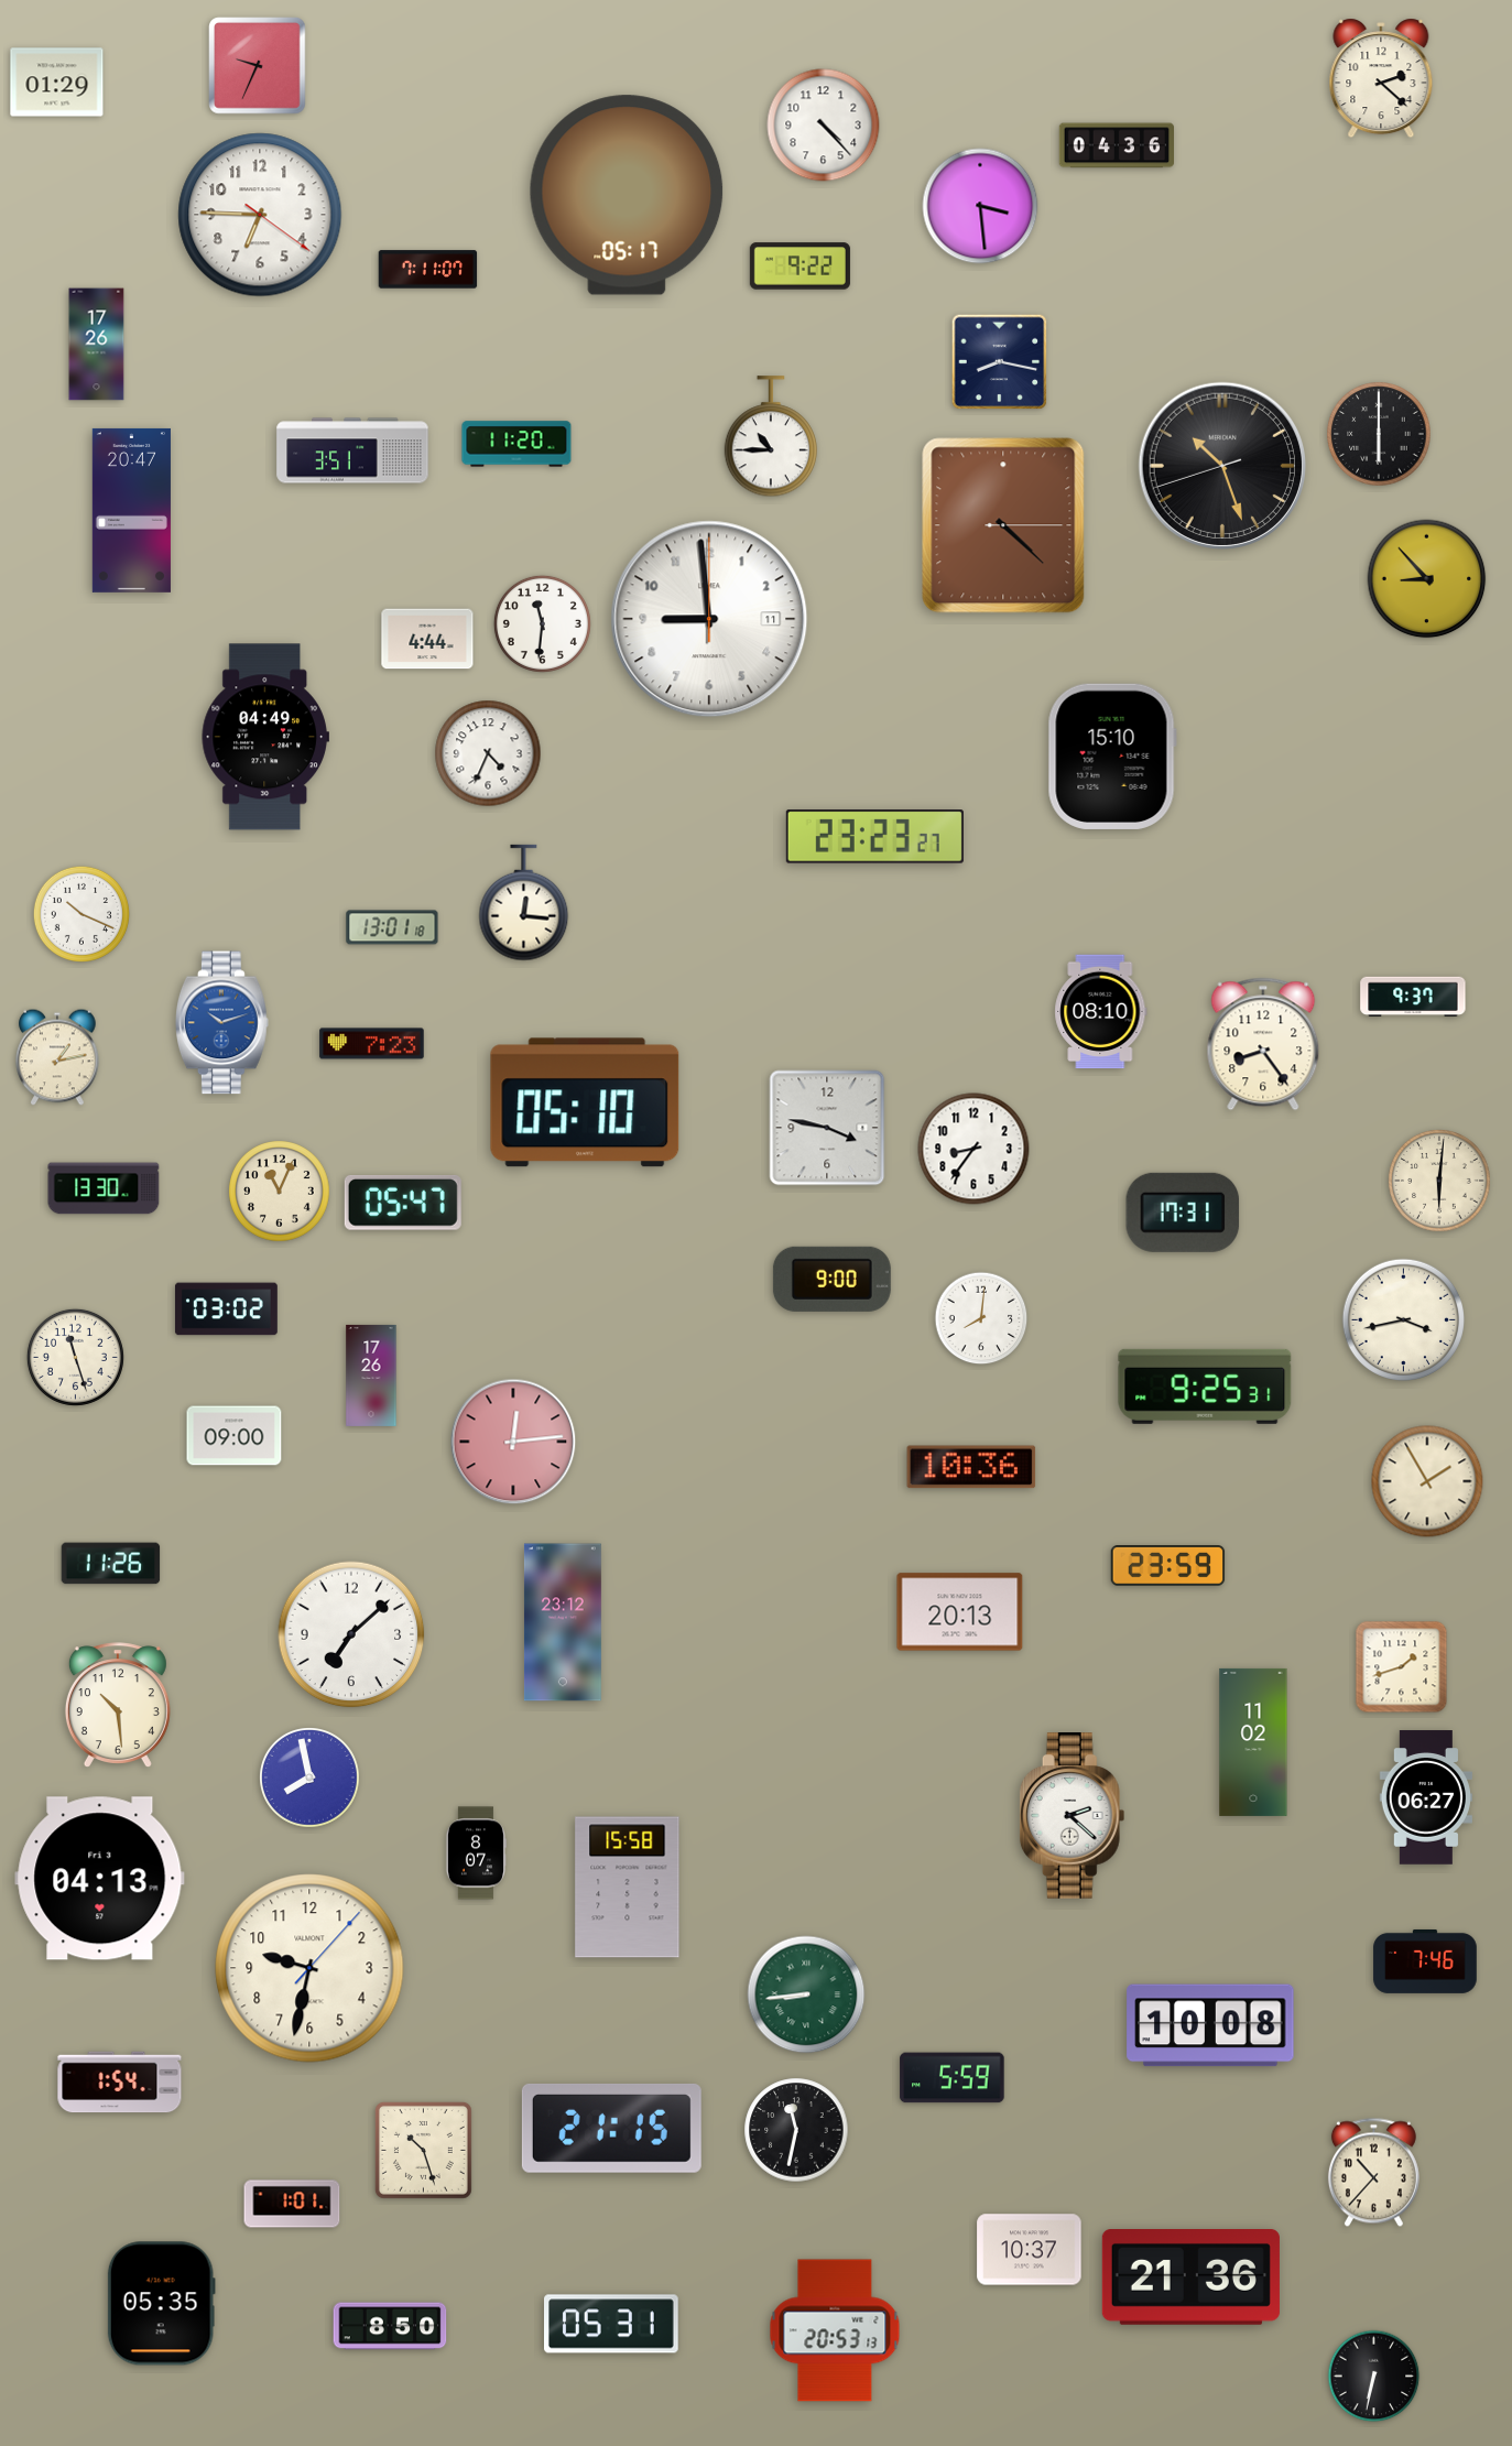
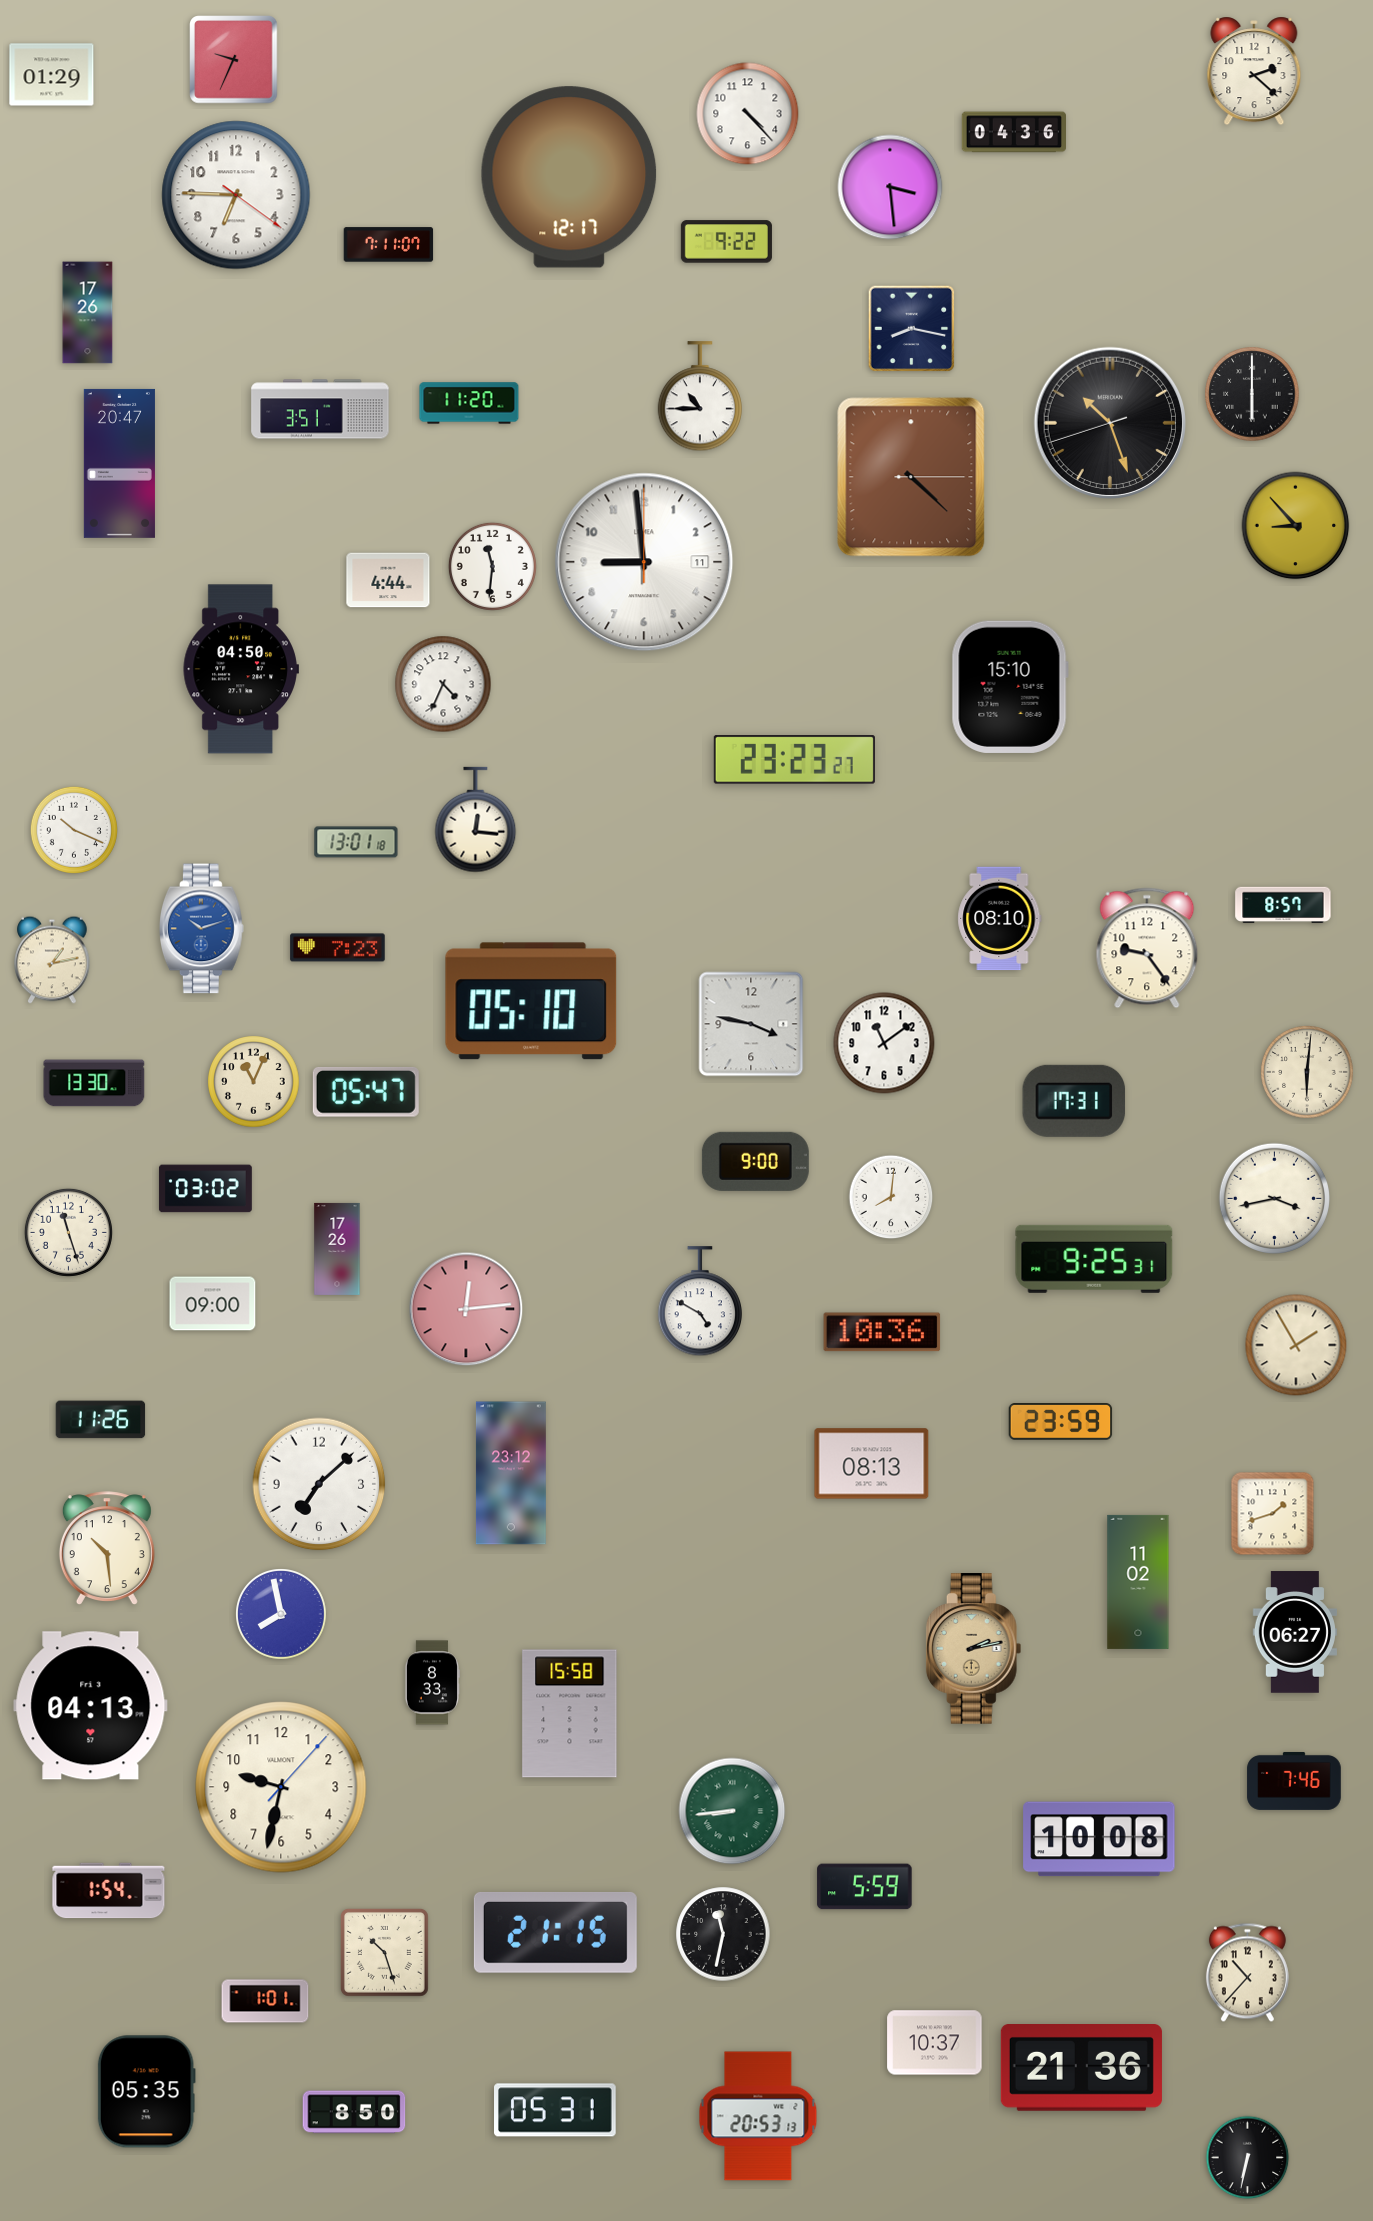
clock at (627, 195): 05:17 -> 12:17
clock at (1000, 362) position: (1000, 362) -> (912, 329)
clock at (265, 737): 04:49 -> 04:50
clock at (1413, 997): 9:37 -> 8:57
clock at (1263, 1044): 8:24 -> 9:24
clock at (973, 1149): 8:36 -> 11:09
clock at (104, 1188) position: (104, 1188) -> (94, 1083)
clock at (699, 1302): none -> 4:50
clock at (960, 1612): 20:13 -> 08:13
clock at (1073, 1816): 2:22 -> 2:13
clock at (1073, 1816) dial: white -> champagne
clock at (476, 1853): 8:07 -> 8:33
